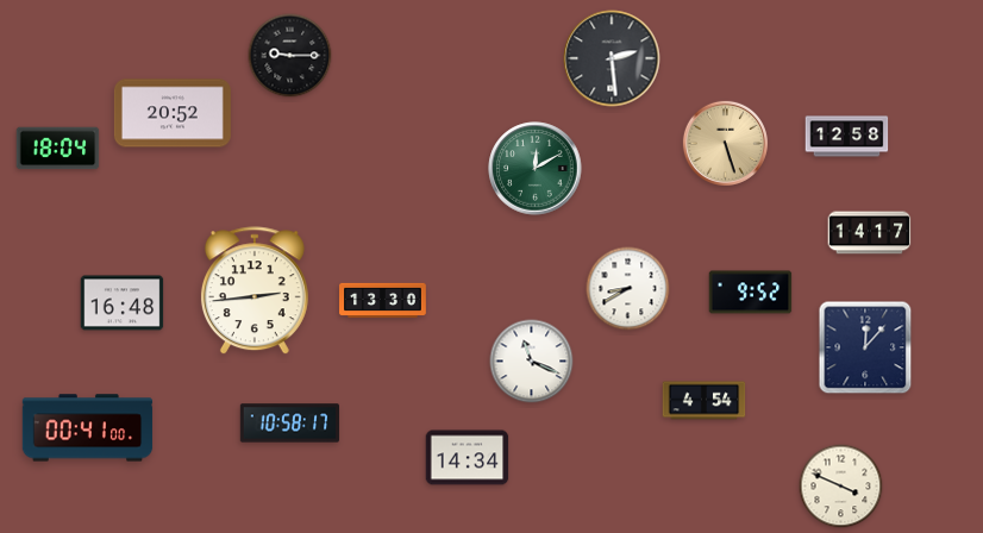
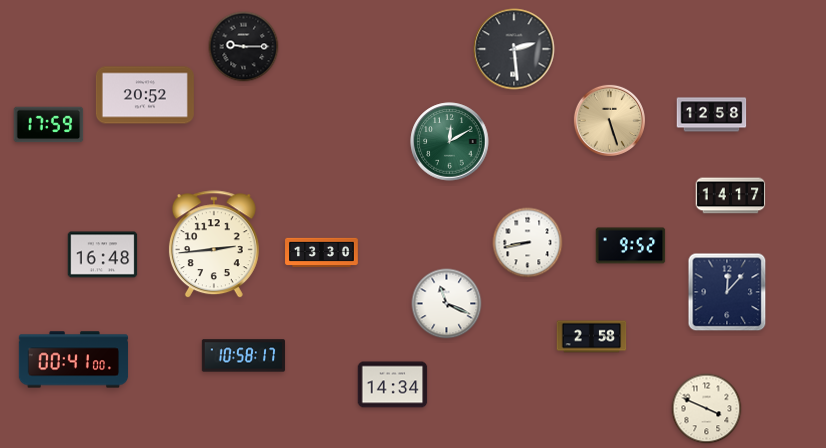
clock at (58, 149): 18:04 -> 17:59
clock at (628, 289): 8:40 -> 8:43
clock at (705, 401): 4:54 -> 2:58
